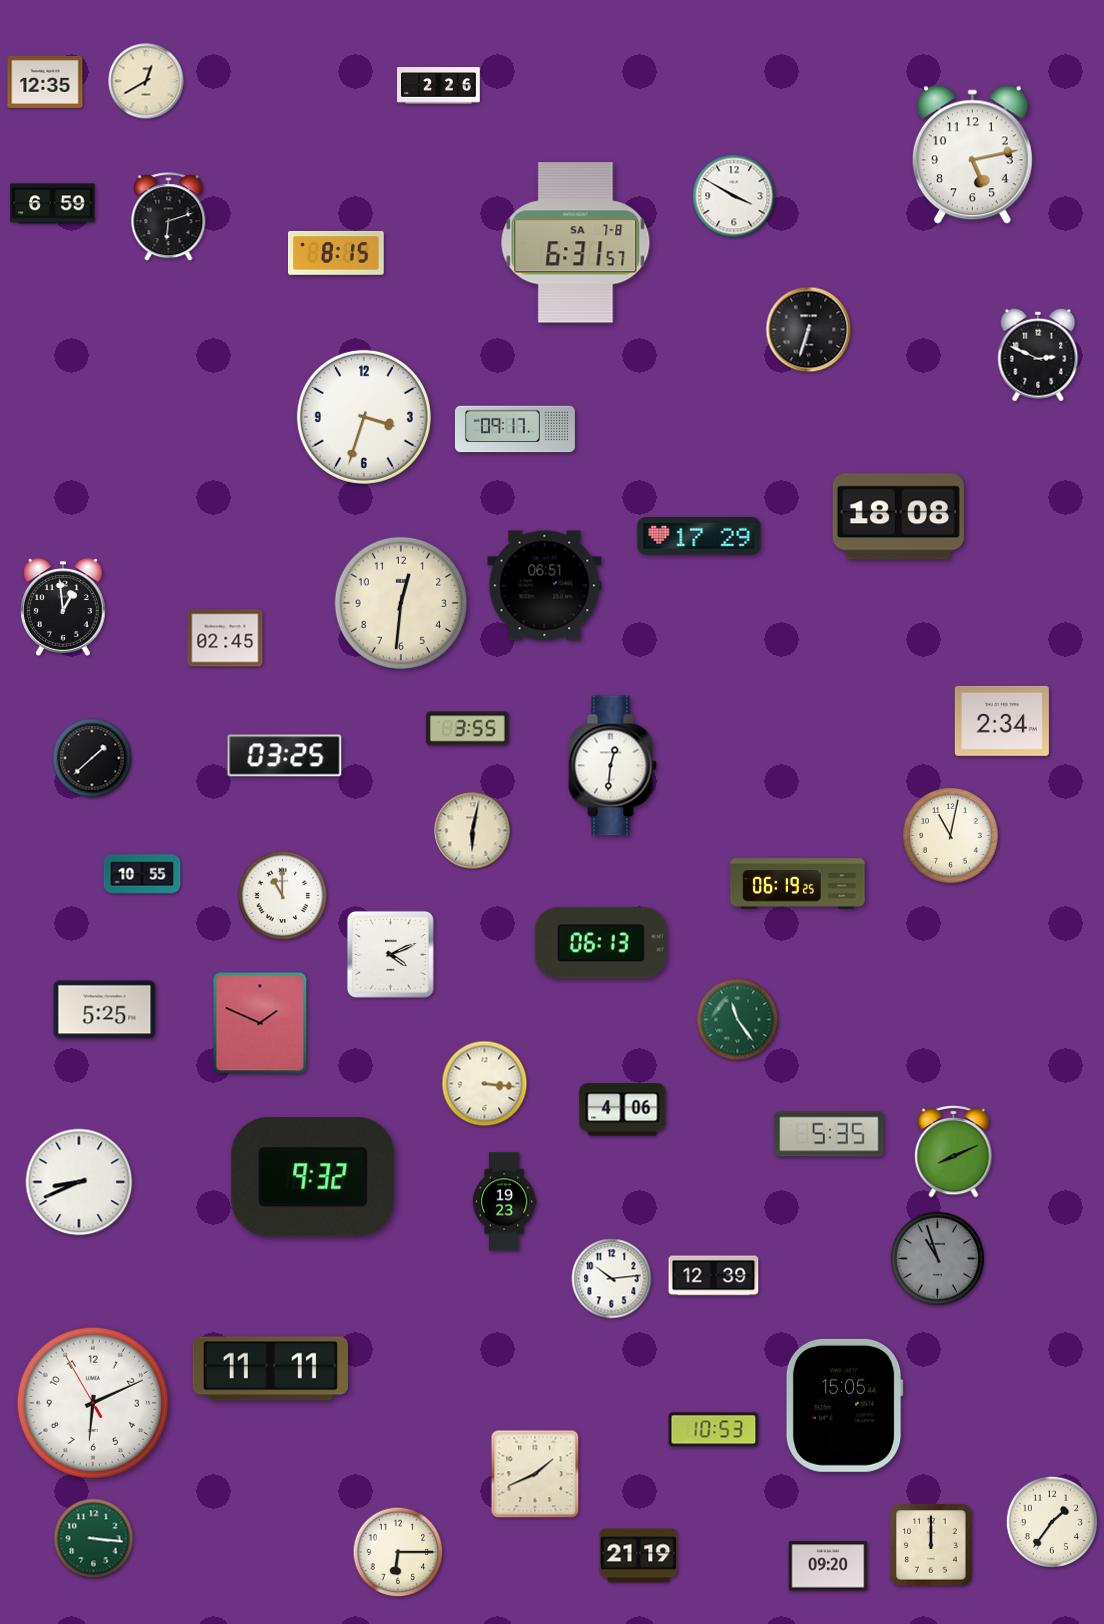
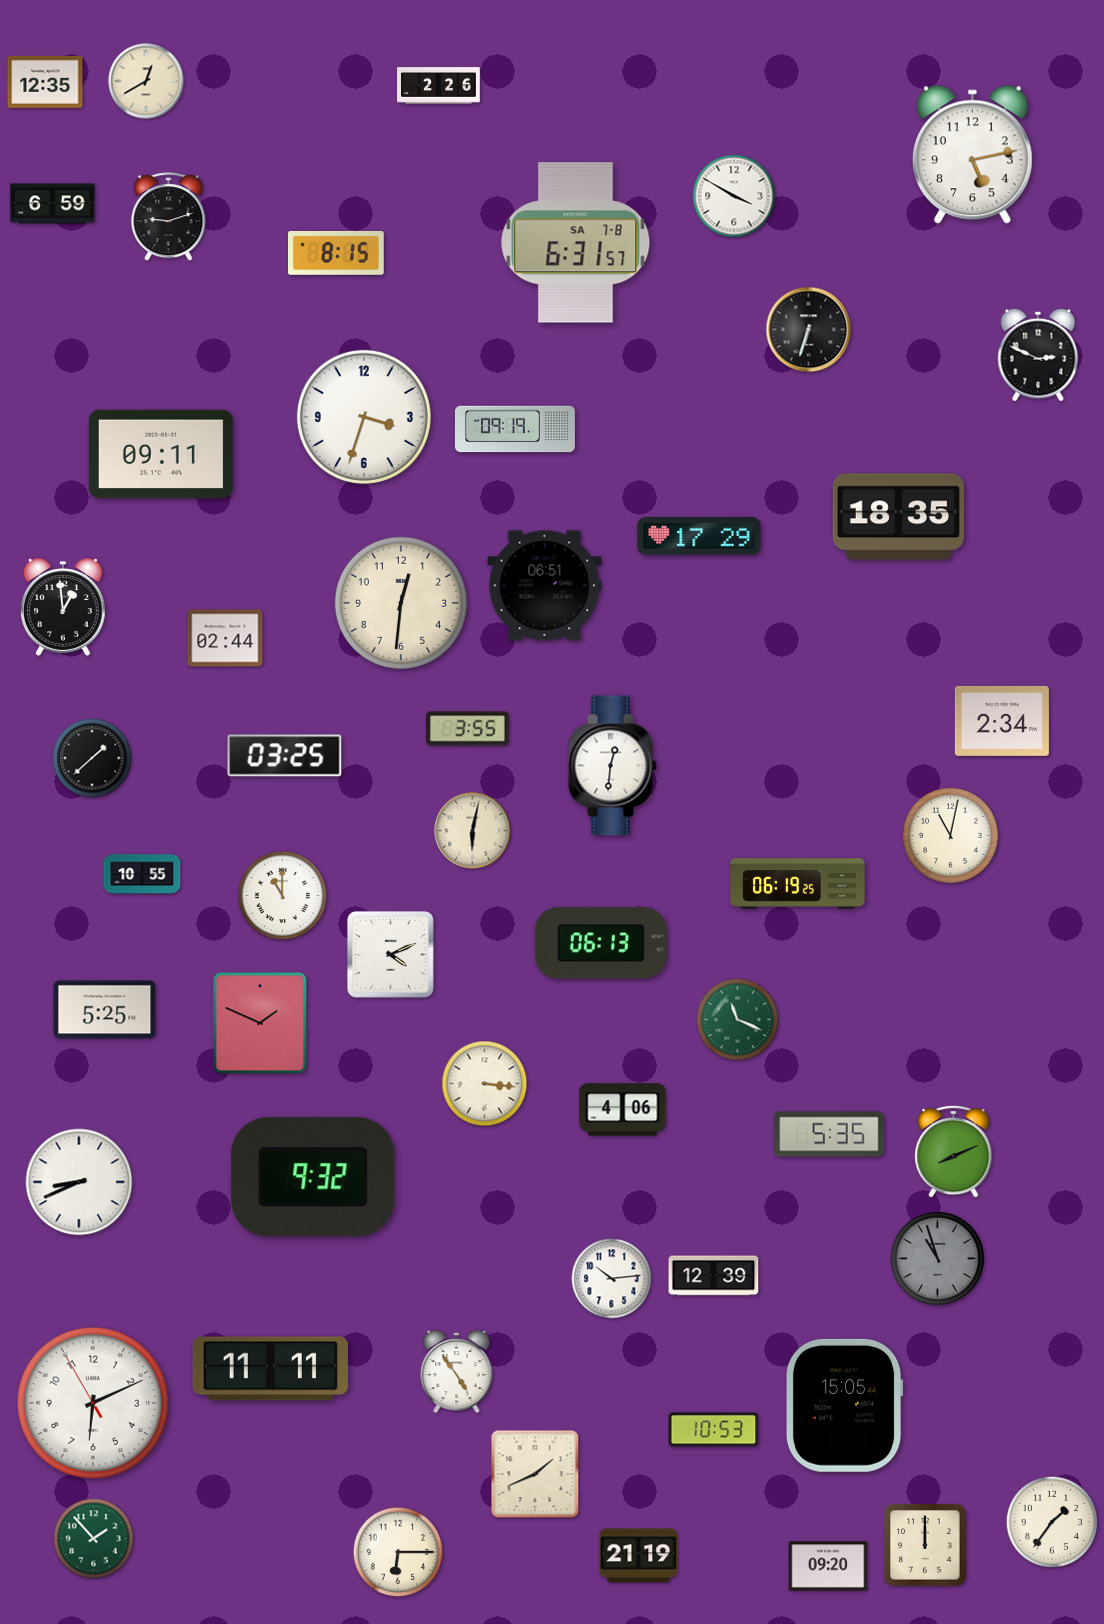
clock at (169, 217): 6:12 -> 9:12
clock at (515, 429): 09:17 -> 09:19
clock at (161, 454): none -> 09:11
clock at (898, 517): 18:08 -> 18:35
clock at (225, 638): 02:45 -> 02:44
clock at (738, 1020): 11:24 -> 11:19
clock at (504, 1202): 19:23 -> none
clock at (457, 1372): none -> 4:54
clock at (94, 1539): 3:16 -> 1:53
clock at (931, 1545) position: (931, 1545) -> (925, 1545)
